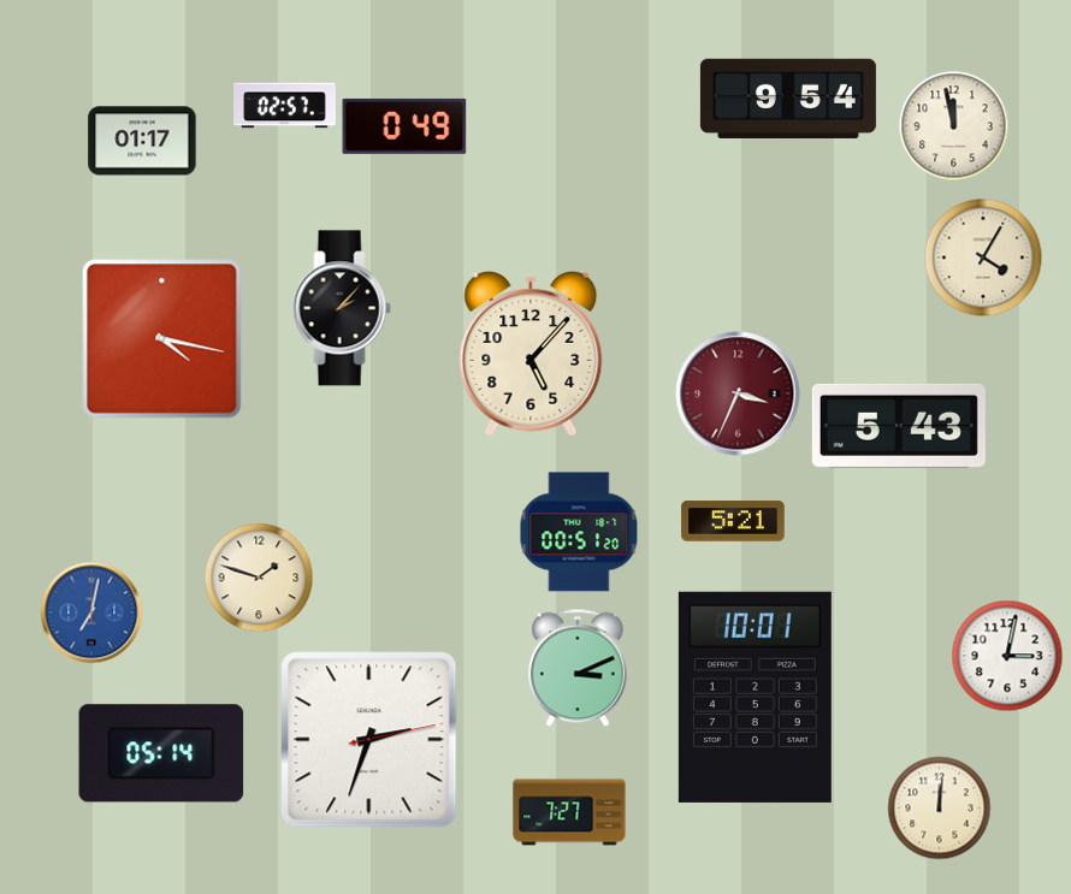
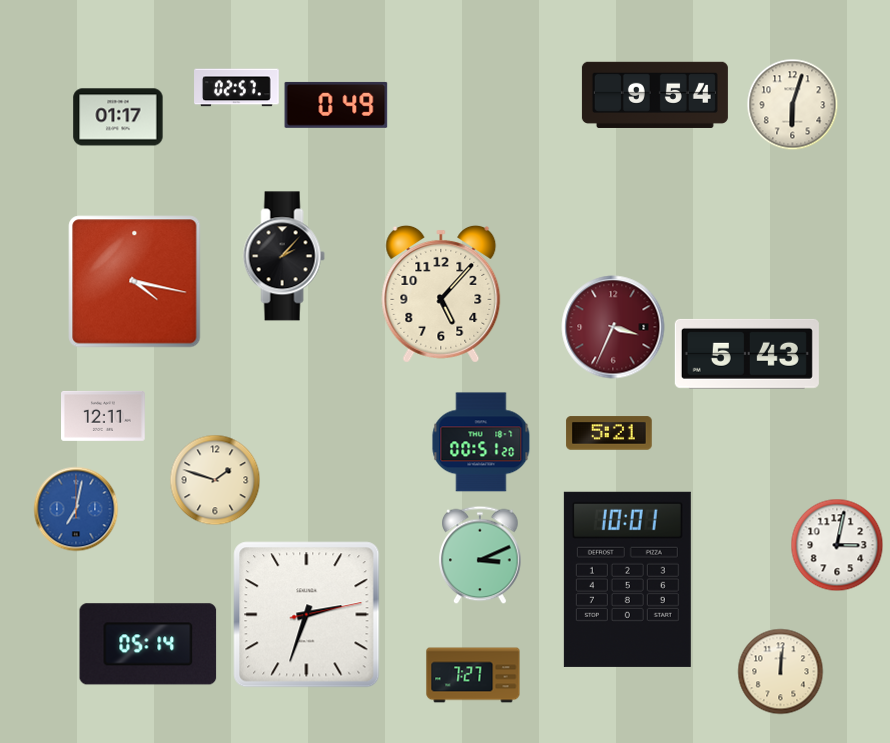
clock at (788, 99) position: (788, 99) -> (655, 95)
clock at (954, 126): 11:58 -> 6:03
clock at (983, 257): 4:05 -> none
clock at (104, 416): none -> 12:11
clock at (161, 753) position: (161, 753) -> (148, 644)
